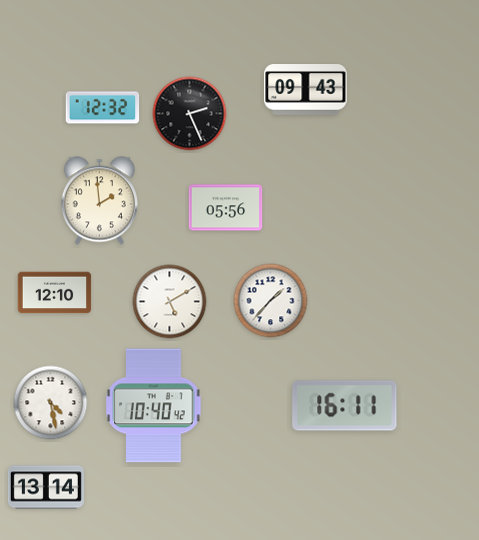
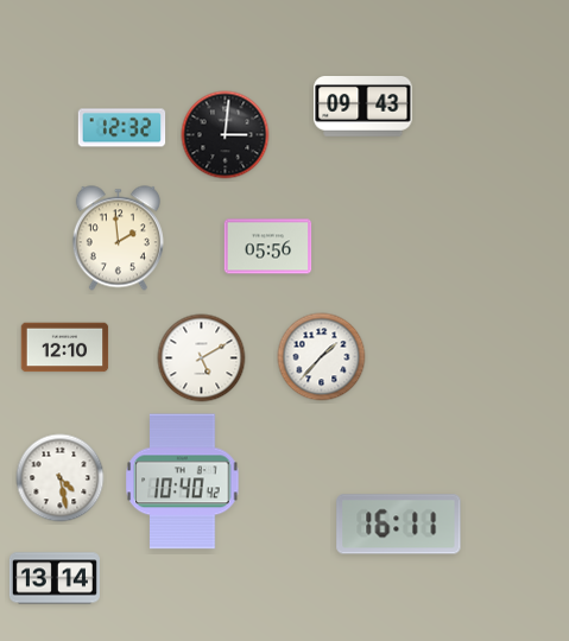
clock at (190, 114): 2:26 -> 3:01
clock at (345, 406) position: (345, 406) -> (399, 525)
